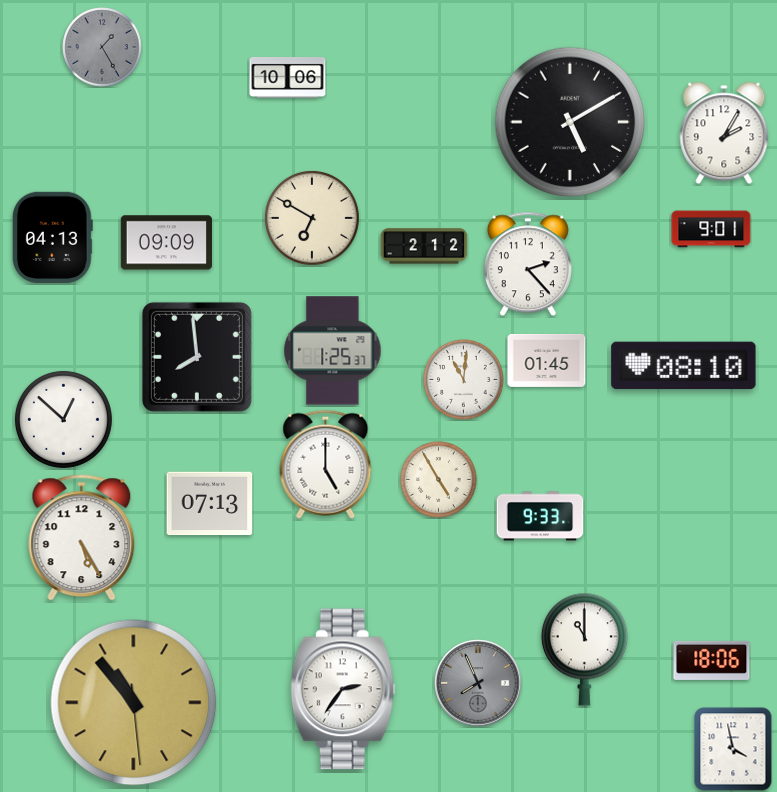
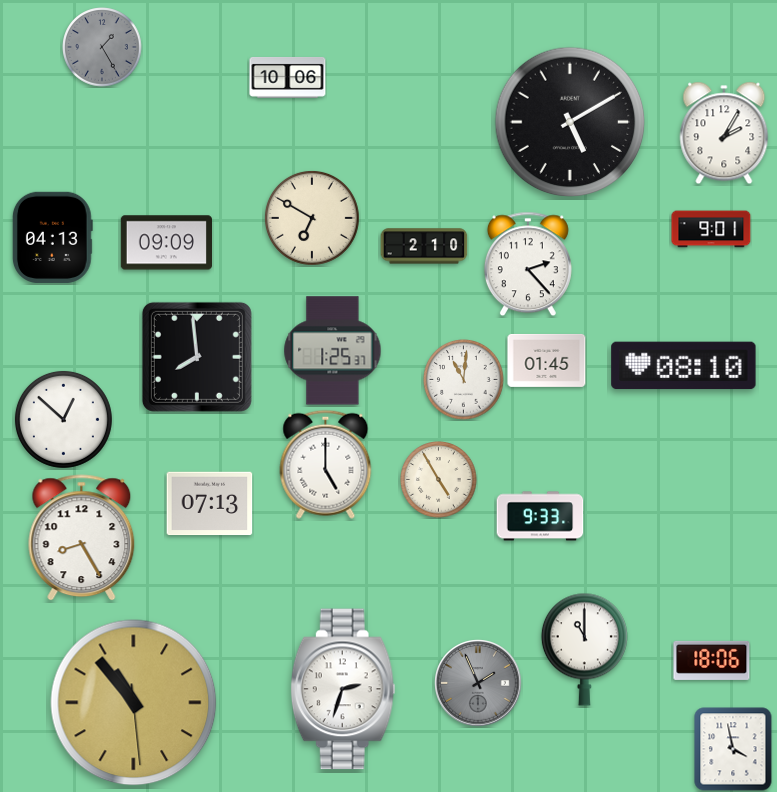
clock at (424, 246): 2:12 -> 2:10
clock at (82, 538): 5:25 -> 8:25
clock at (478, 683): 7:56 -> 1:56
clock at (343, 689): 2:36 -> 2:33
